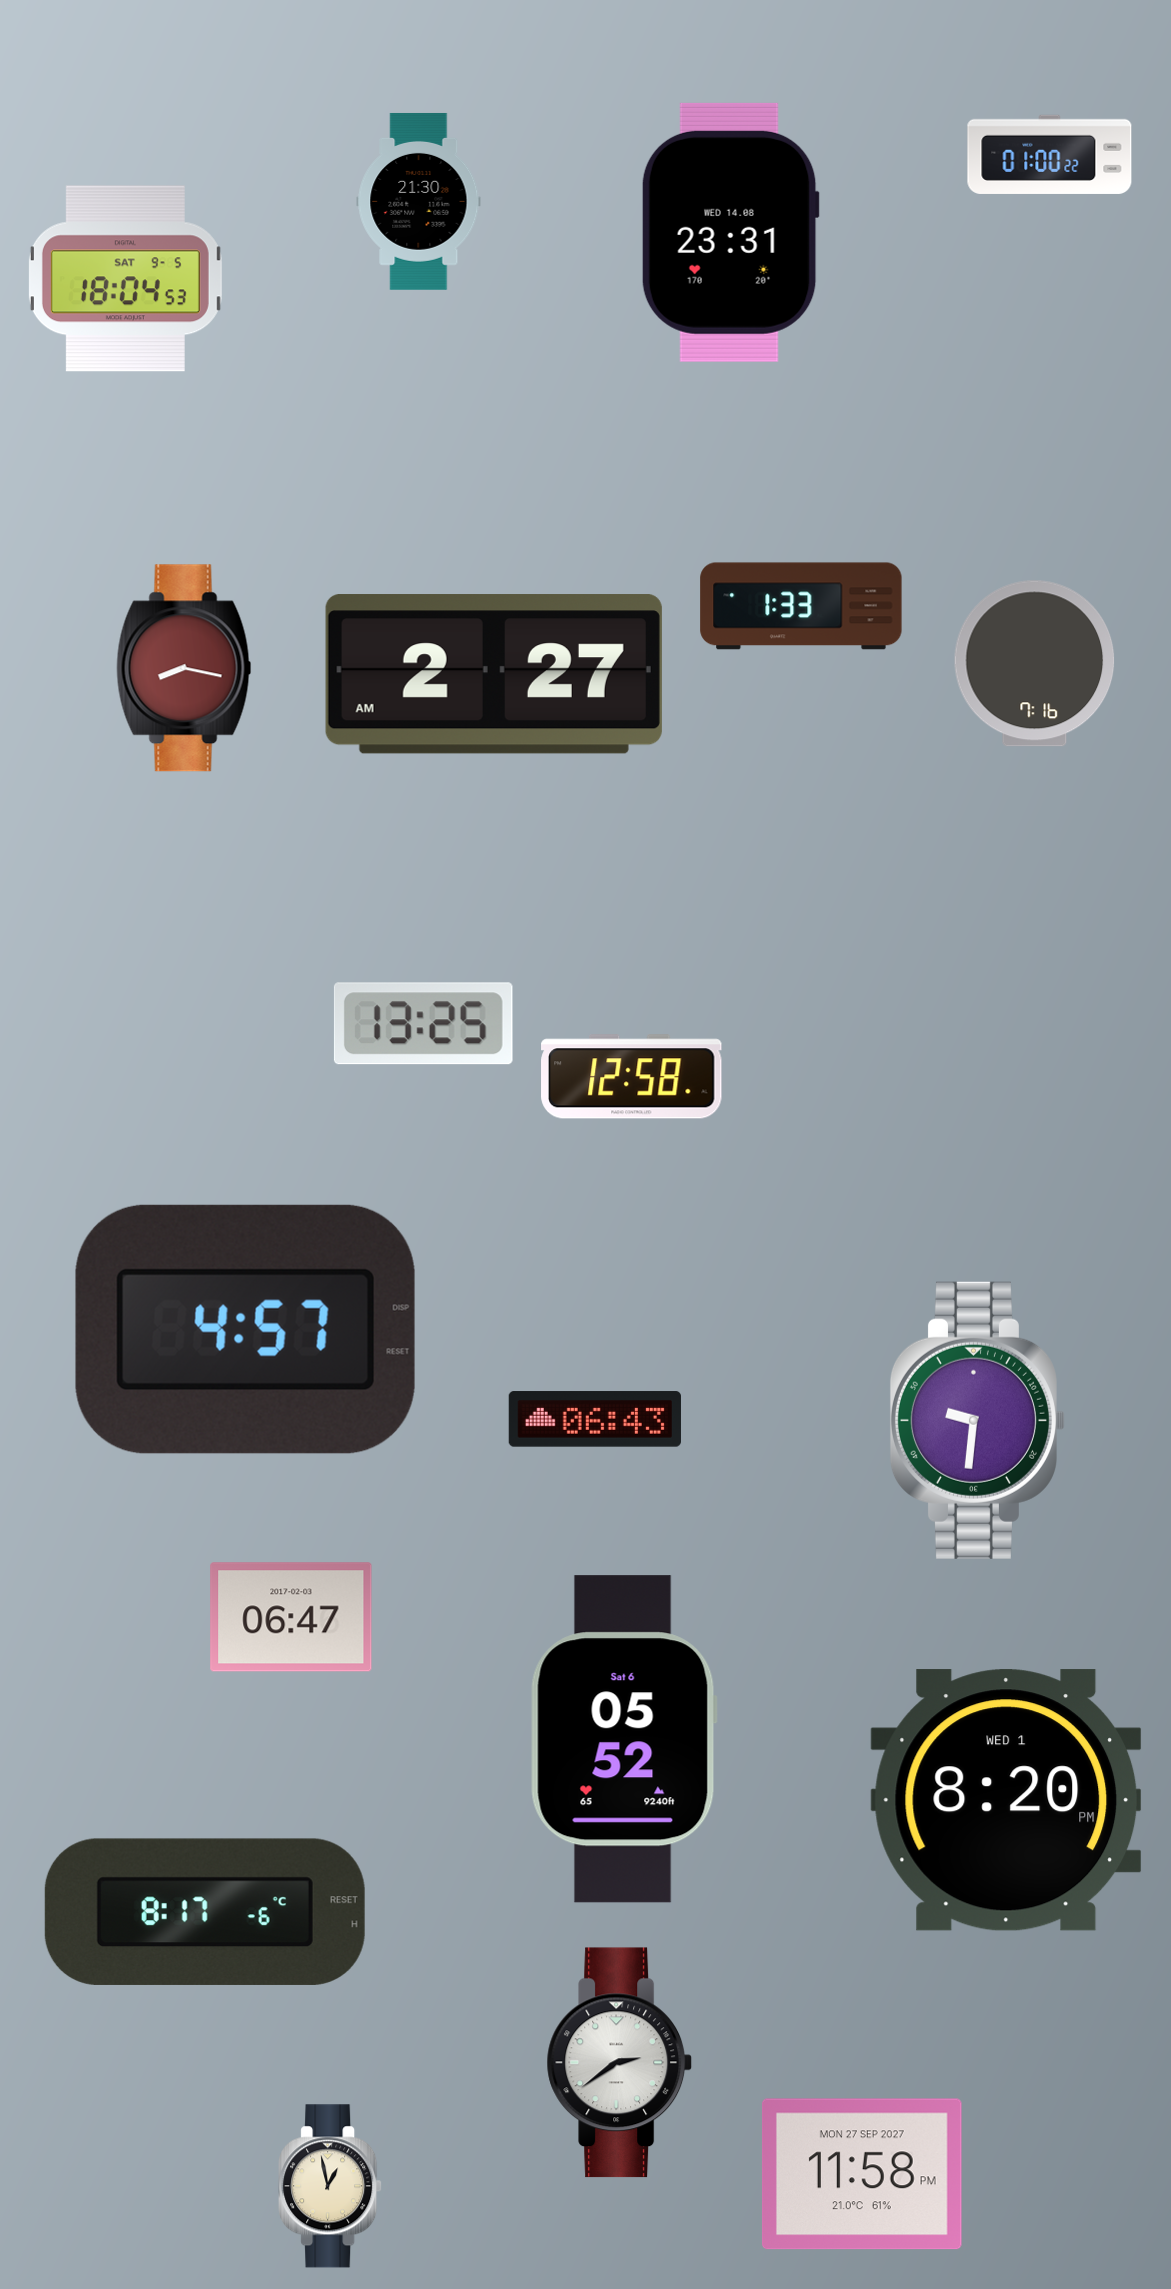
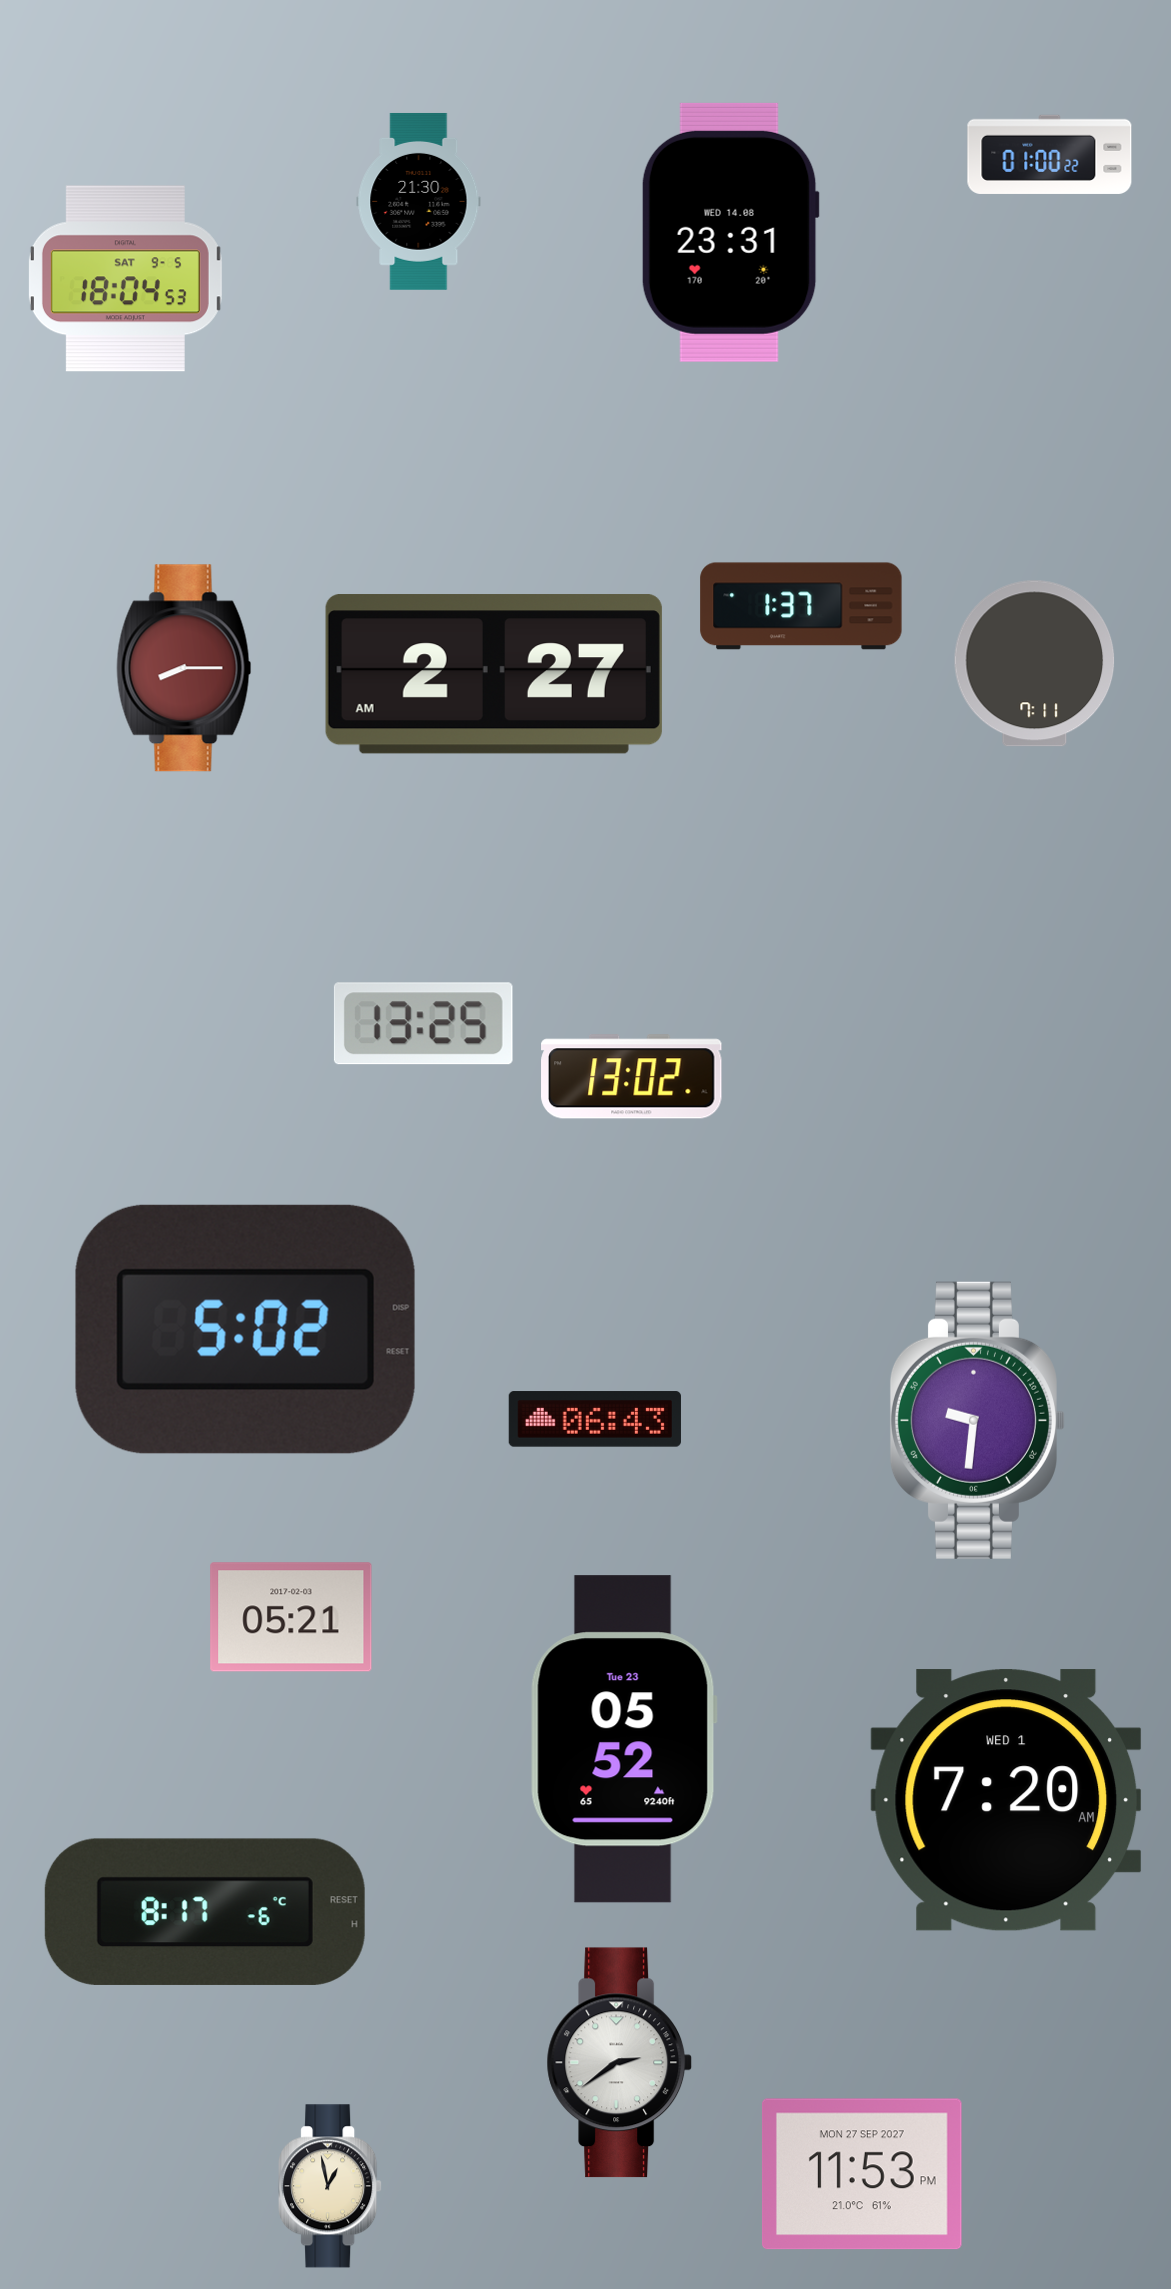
clock at (801, 606): 1:33 -> 1:37
clock at (1035, 664): 7:16 -> 7:11
clock at (184, 668): 8:17 -> 8:15
clock at (632, 1077): 12:58 -> 13:02
clock at (245, 1329): 4:57 -> 5:02
clock at (291, 1617): 06:47 -> 05:21
clock at (624, 1739) date: Sat 6 -> Tue 23
clock at (1006, 1800): 8:20 -> 7:20
clock at (862, 2174): 11:58 -> 11:53
